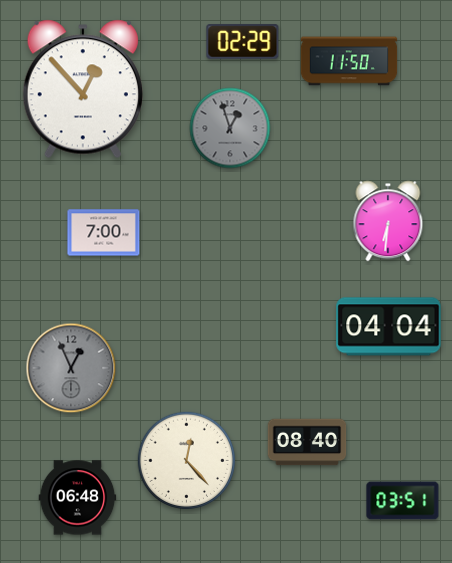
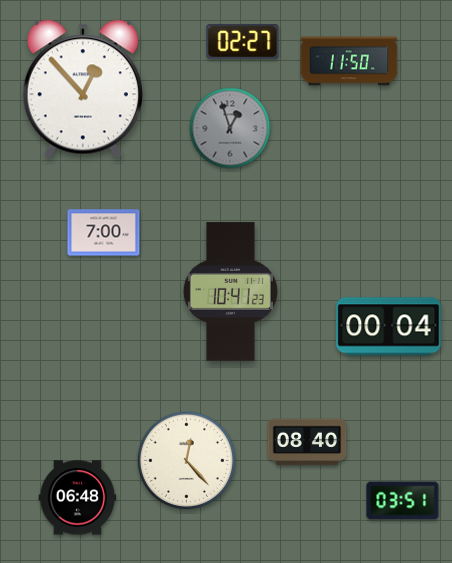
clock at (243, 42): 02:29 -> 02:27
clock at (388, 221): 6:31 -> none
clock at (230, 292): none -> 10:41
clock at (389, 327): 04:04 -> 00:04
clock at (71, 368): 12:56 -> none
